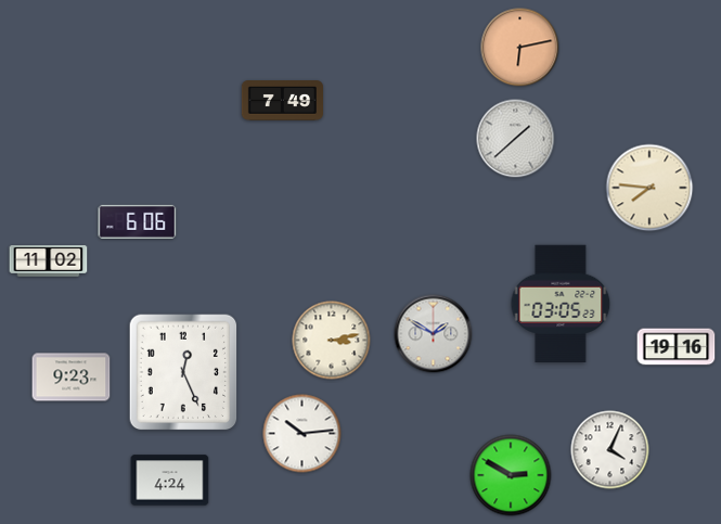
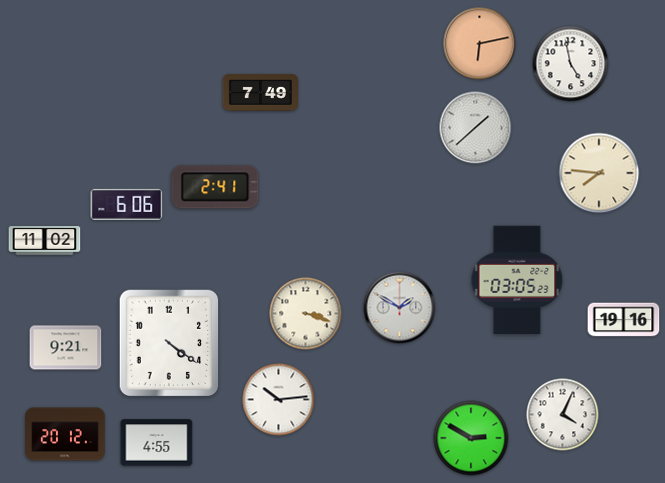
clock at (571, 64): none -> 4:58
clock at (215, 187): none -> 2:41
clock at (332, 341): 3:13 -> 3:18
clock at (183, 372): 12:26 -> 4:21
clock at (72, 378): 9:23 -> 9:21
clock at (65, 434): none -> 20:12
clock at (170, 481): 4:24 -> 4:55
